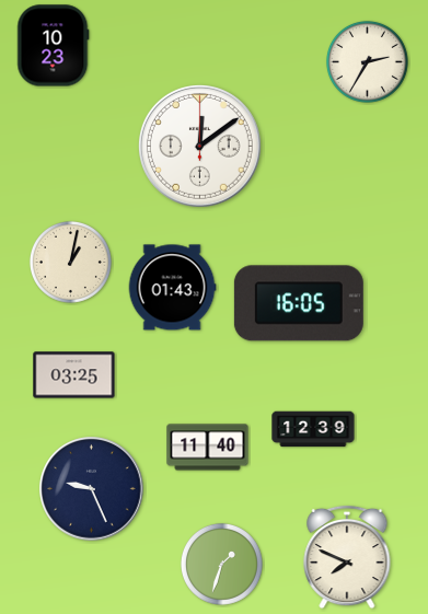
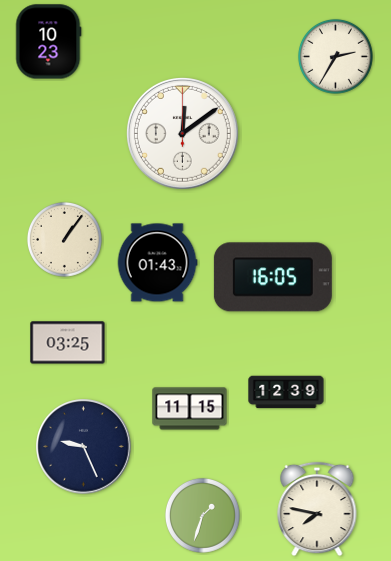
clock at (70, 262): 1:02 -> 1:06
clock at (208, 448): 11:40 -> 11:15
clock at (347, 557): 7:49 -> 7:47
